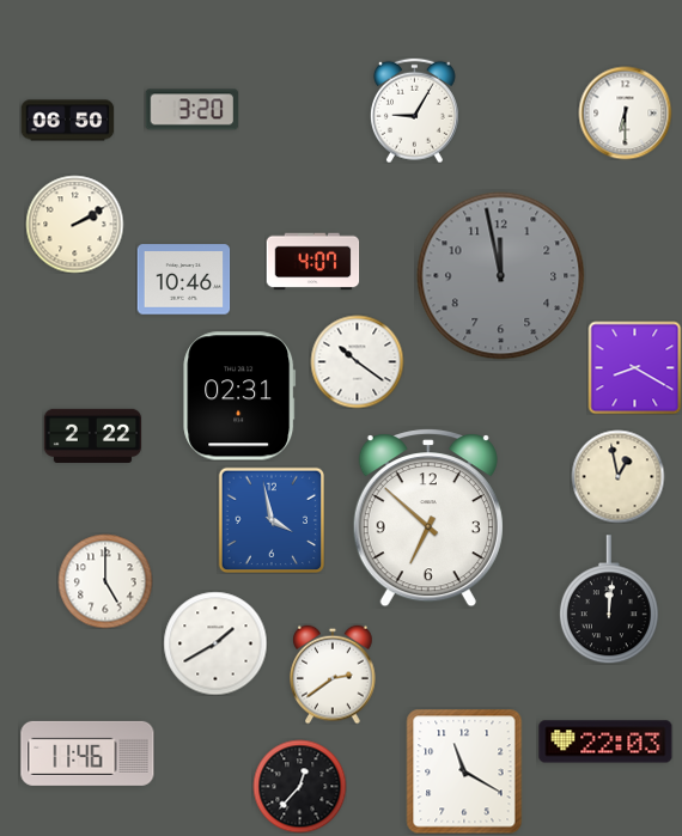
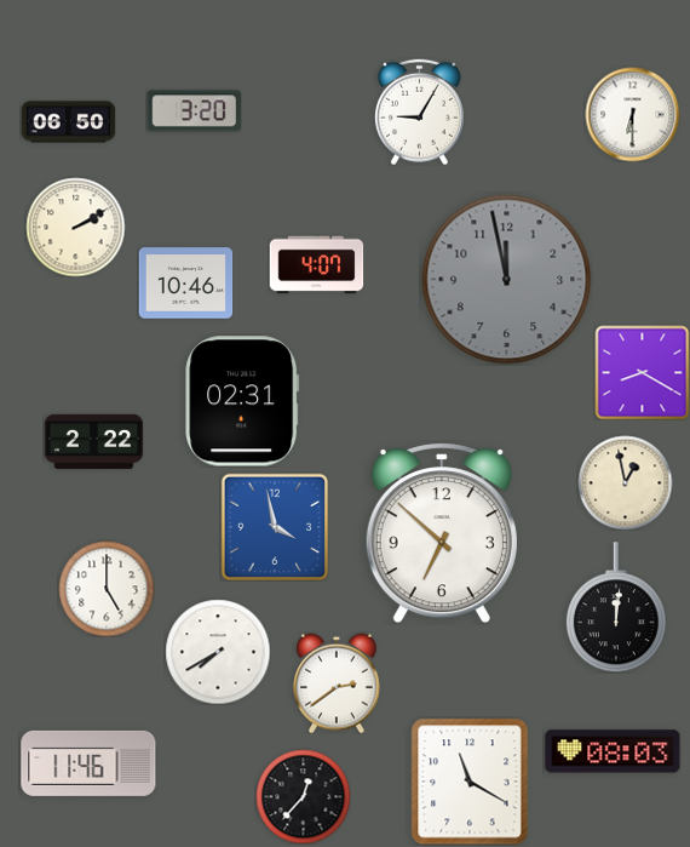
clock at (357, 361): 10:21 -> none
clock at (428, 519) position: (428, 519) -> (442, 534)
clock at (215, 643): 1:40 -> 7:40
clock at (605, 742): 22:03 -> 08:03
